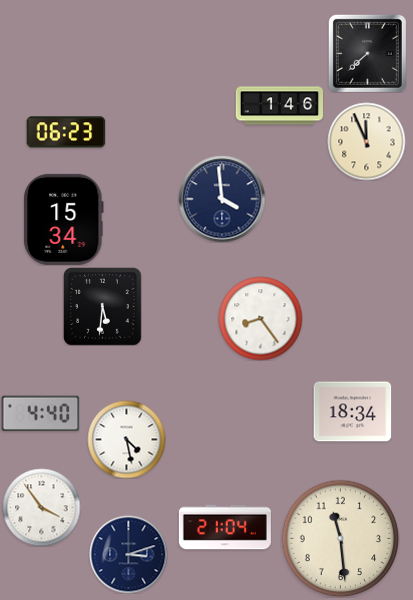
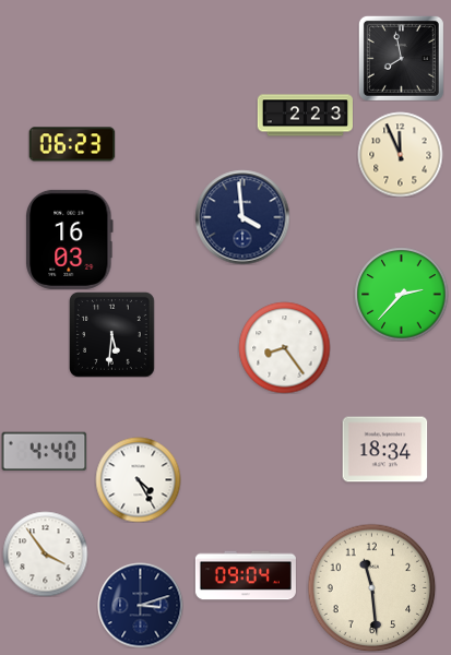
clock at (367, 53): 7:38 -> 7:58
clock at (279, 106): 1:46 -> 2:23
clock at (64, 219): 15:34 -> 16:03
clock at (401, 294): none -> 2:37
clock at (126, 439): 4:28 -> 4:25
clock at (225, 527): 21:04 -> 09:04
